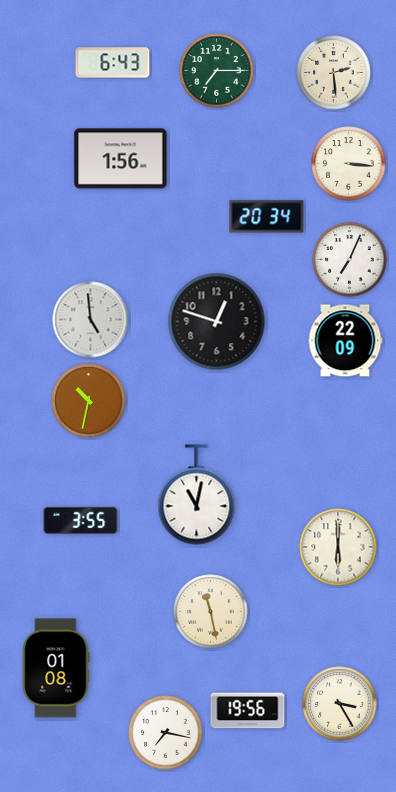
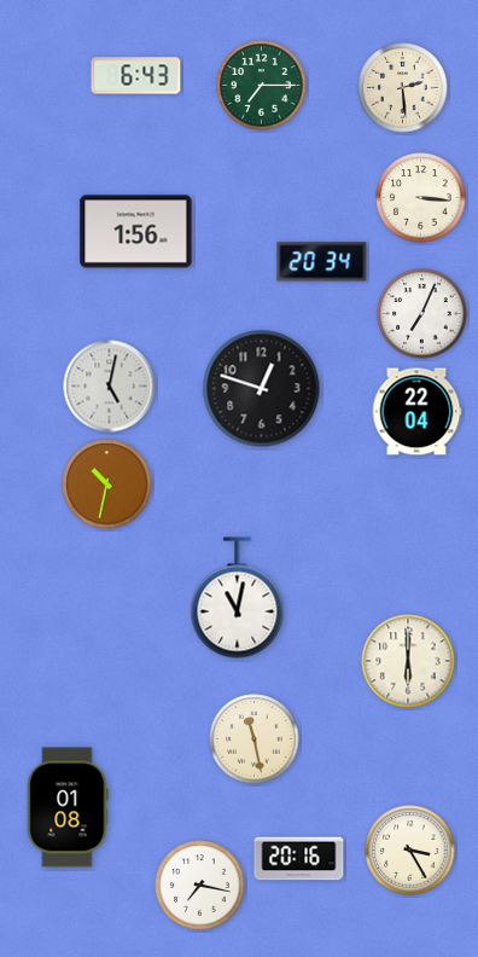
clock at (121, 159) position: (121, 159) -> (136, 232)
clock at (91, 320): 4:59 -> 5:02
clock at (345, 341): 22:09 -> 22:04
clock at (81, 520): 3:55 -> none
clock at (248, 711): 19:56 -> 20:16
